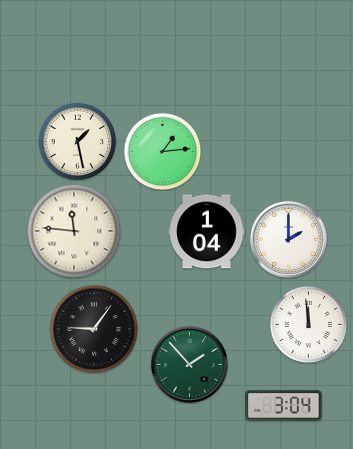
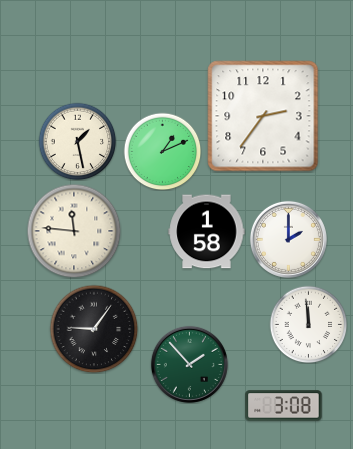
clock at (263, 116): none -> 2:36
clock at (162, 151): 1:14 -> 1:11
clock at (207, 232): 1:04 -> 1:58
clock at (284, 406): 3:04 -> 3:08
